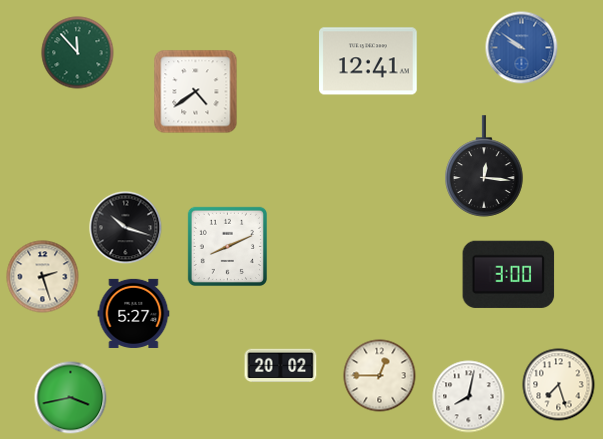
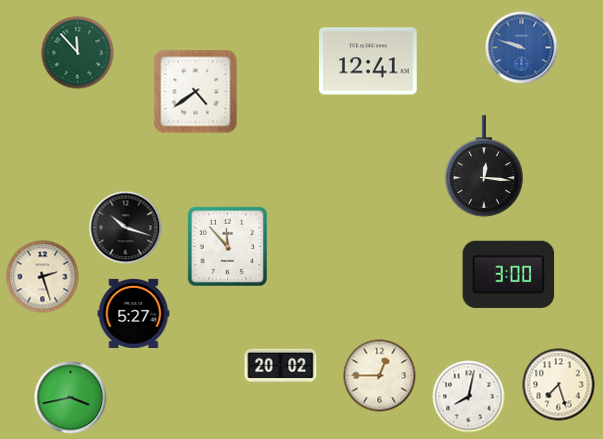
clock at (522, 48): 9:51 -> 9:48
clock at (227, 246): 8:11 -> 11:53
